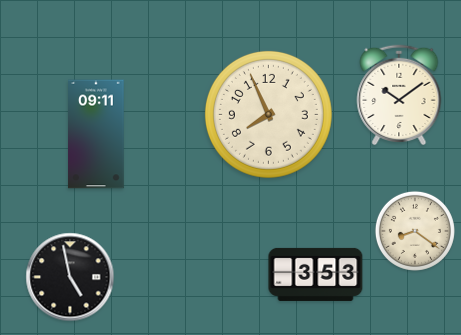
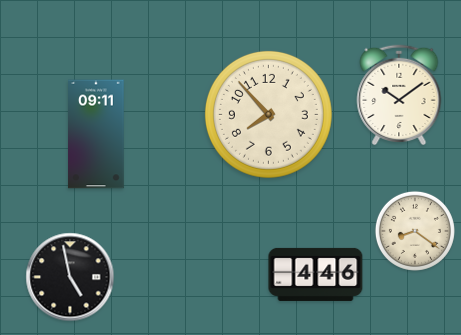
clock at (268, 114): 7:56 -> 7:53
clock at (316, 274): 3:53 -> 4:46
